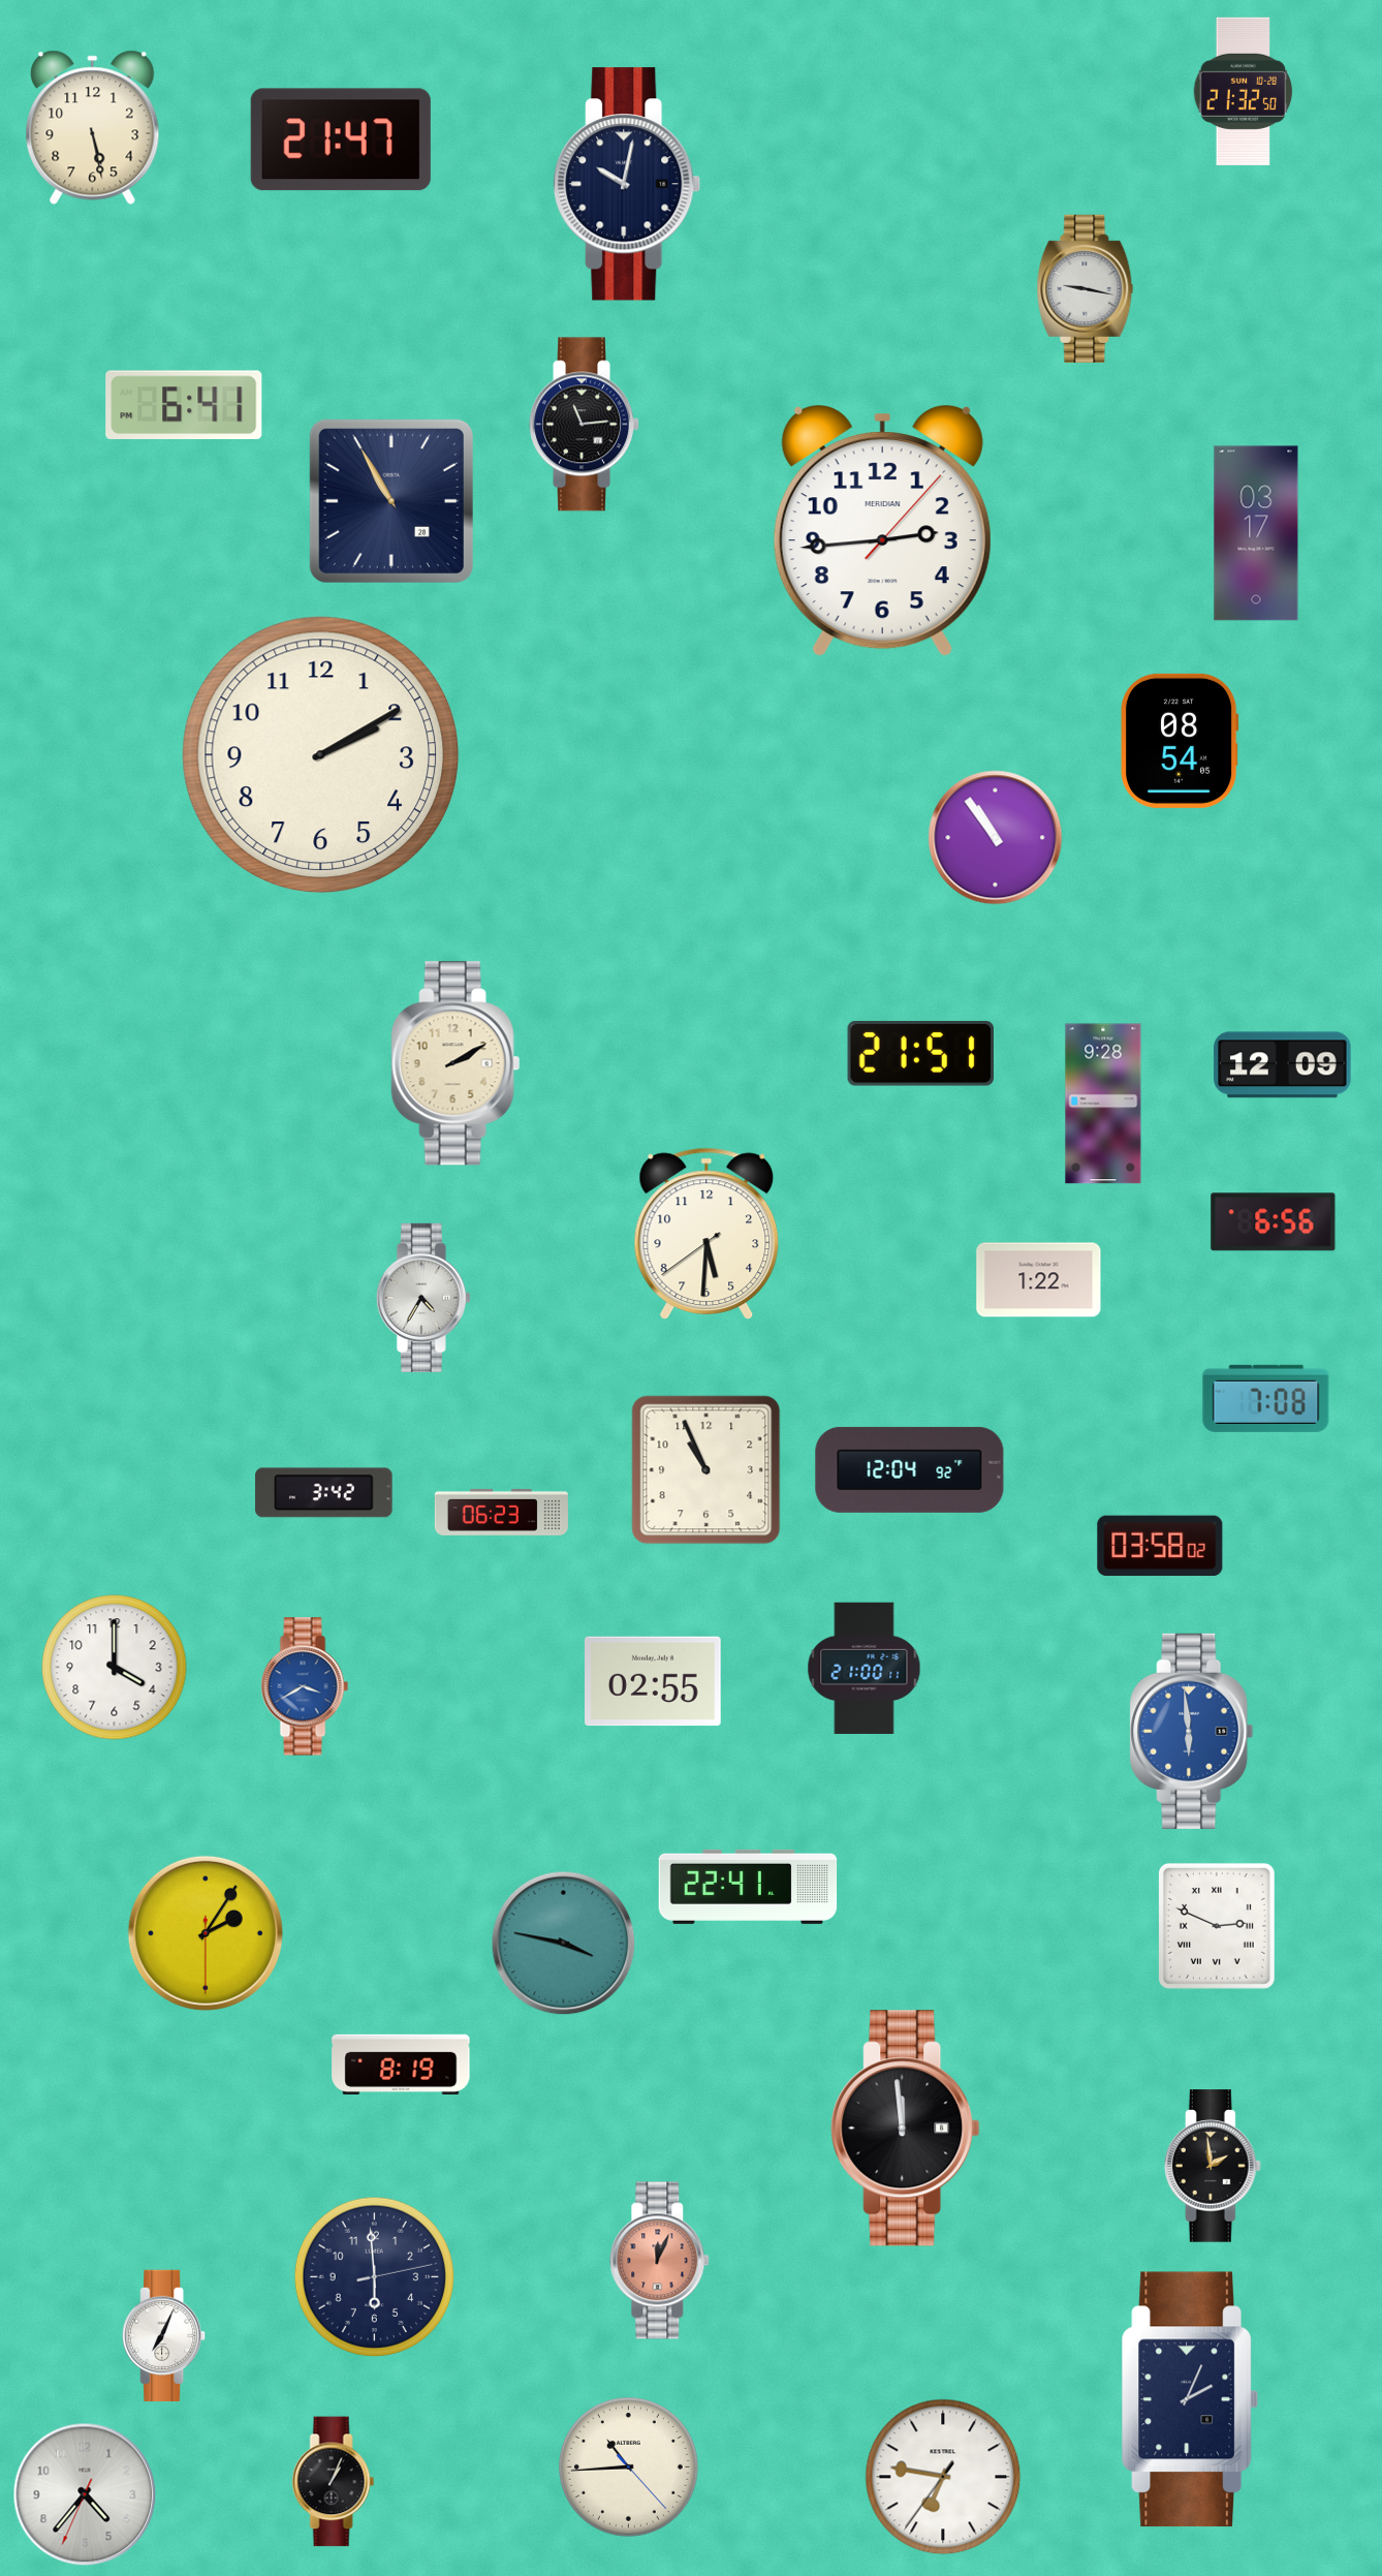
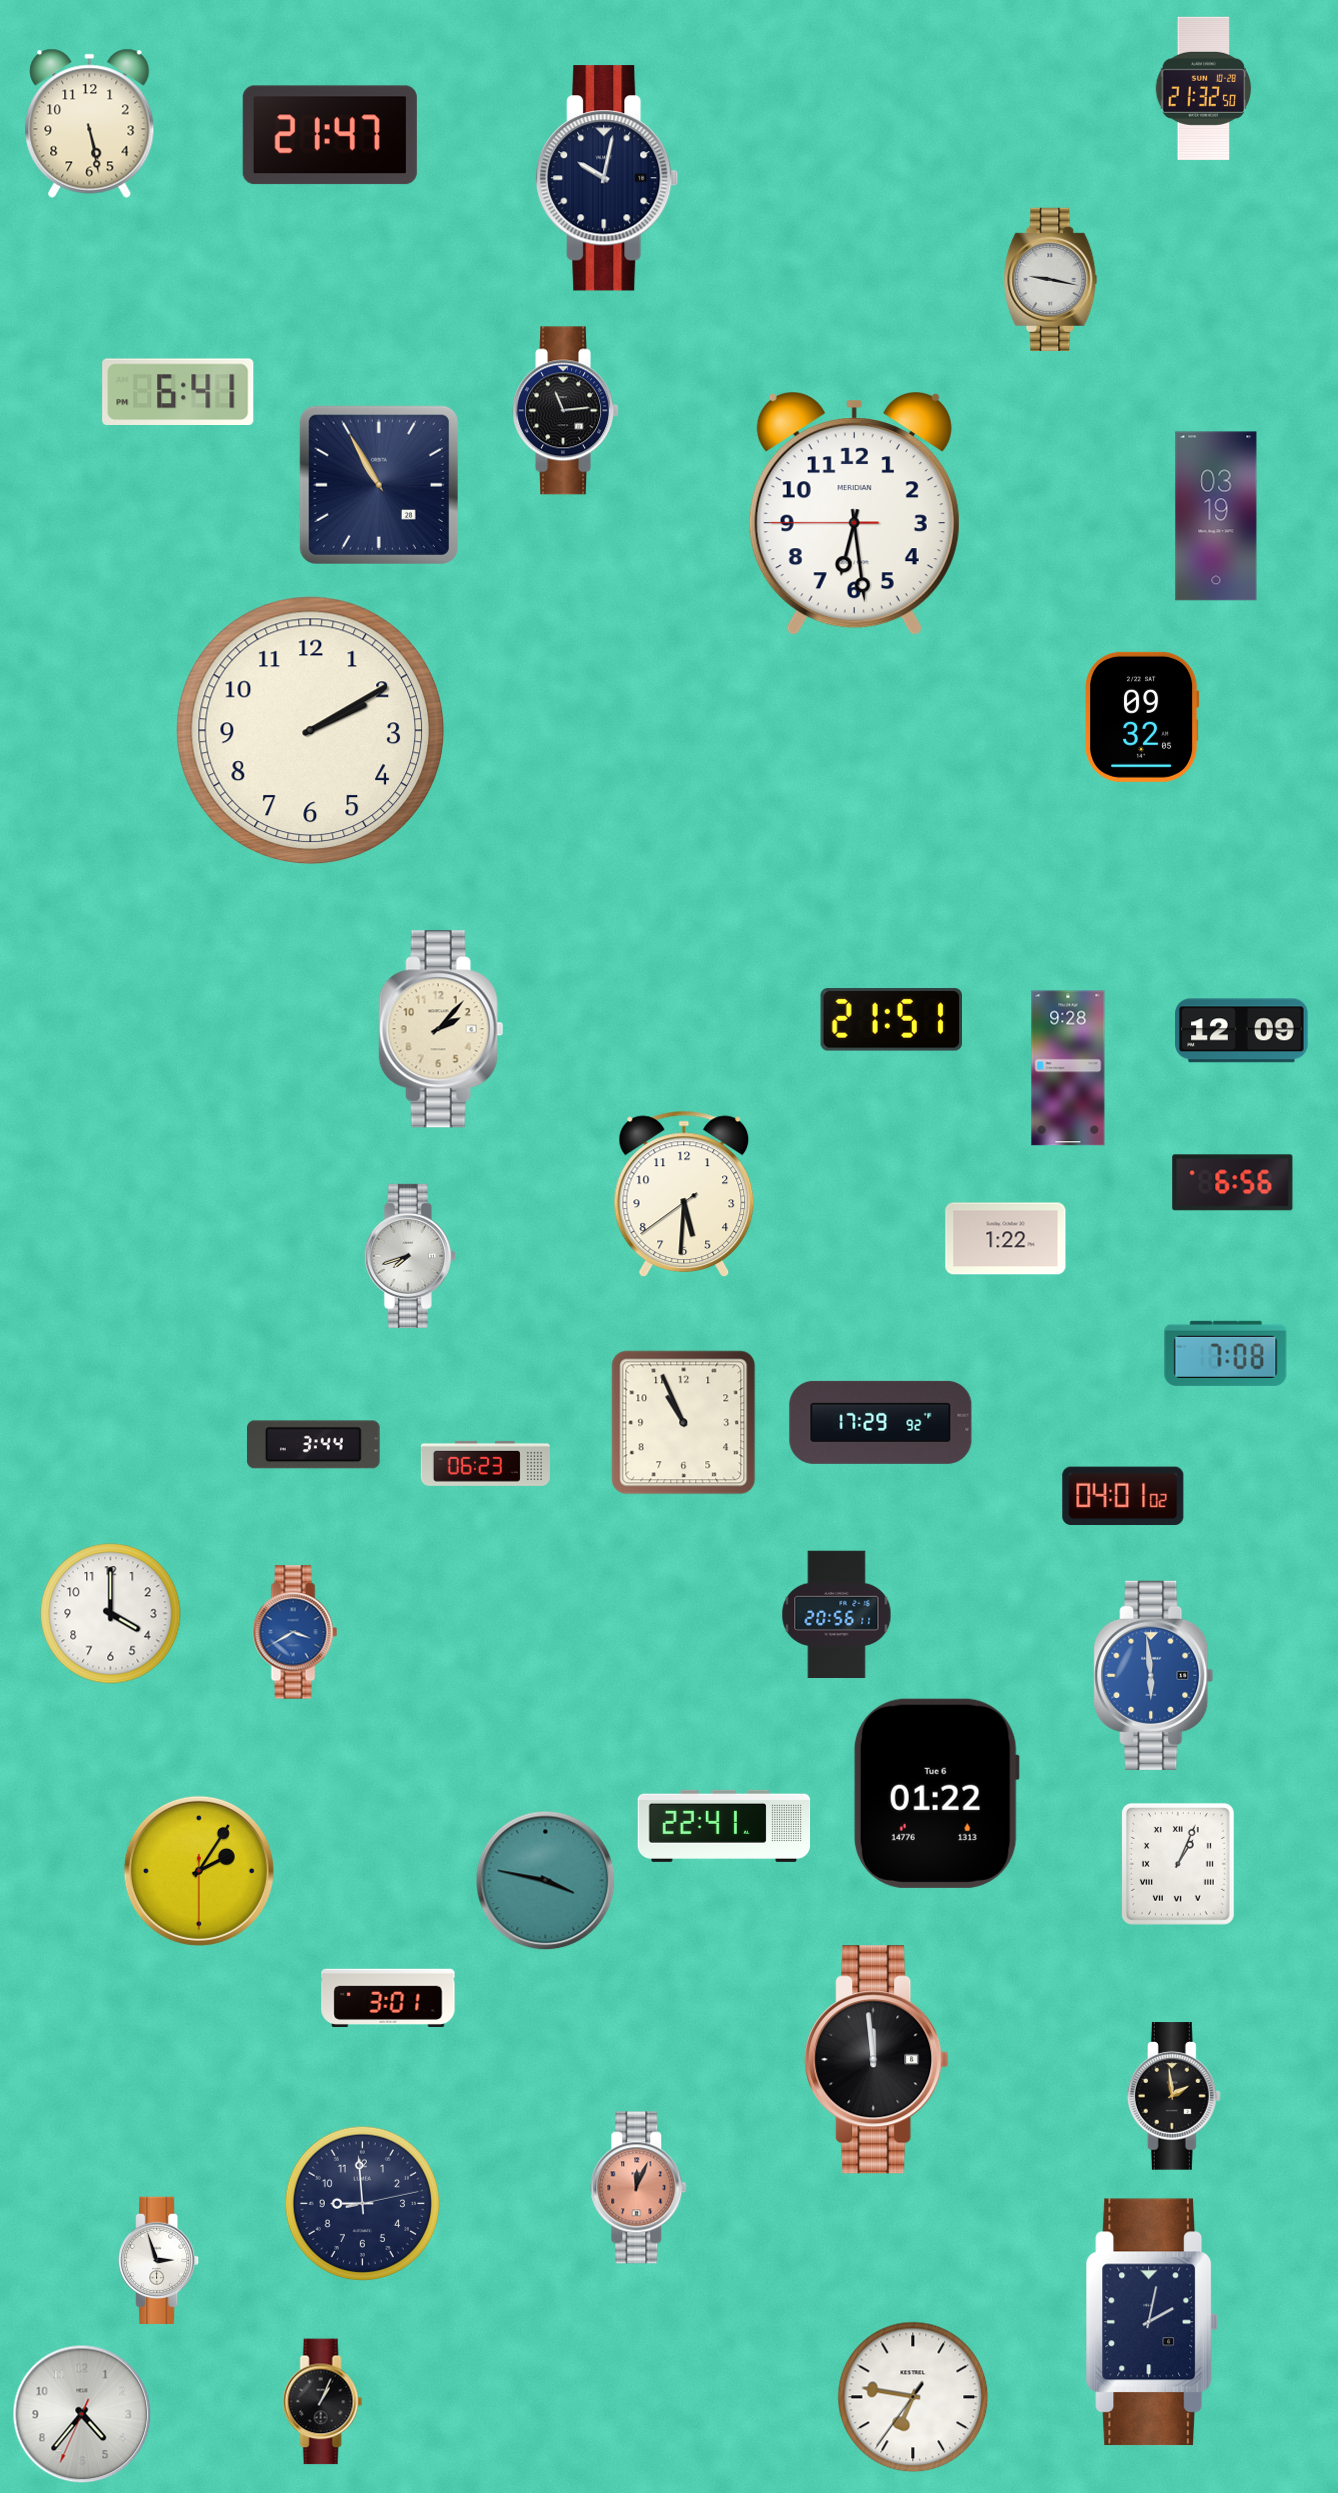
clock at (882, 531): 2:44 -> 6:28
clock at (1256, 533): 03:17 -> 03:19
clock at (1180, 741): 08:54 -> 09:32
clock at (996, 838): 10:54 -> none
clock at (456, 1063): 2:10 -> 2:07
clock at (423, 1298): 4:35 -> 7:42
clock at (910, 1469): 12:04 -> 17:29
clock at (324, 1493): 3:42 -> 3:44
clock at (1160, 1546): 03:58 -> 04:01
clock at (865, 1669): 21:00 -> 20:56
clock at (654, 1681): 02:55 -> none
clock at (936, 1793): none -> 01:22
clock at (1217, 1926): 2:49 -> 1:04
clock at (401, 2065): 8:19 -> 3:01
clock at (375, 2277): 5:59 -> 8:59
clock at (164, 2336): 7:04 -> 2:57
clock at (1190, 2399): 2:04 -> 2:02
clock at (629, 2468): 10:44 -> none
